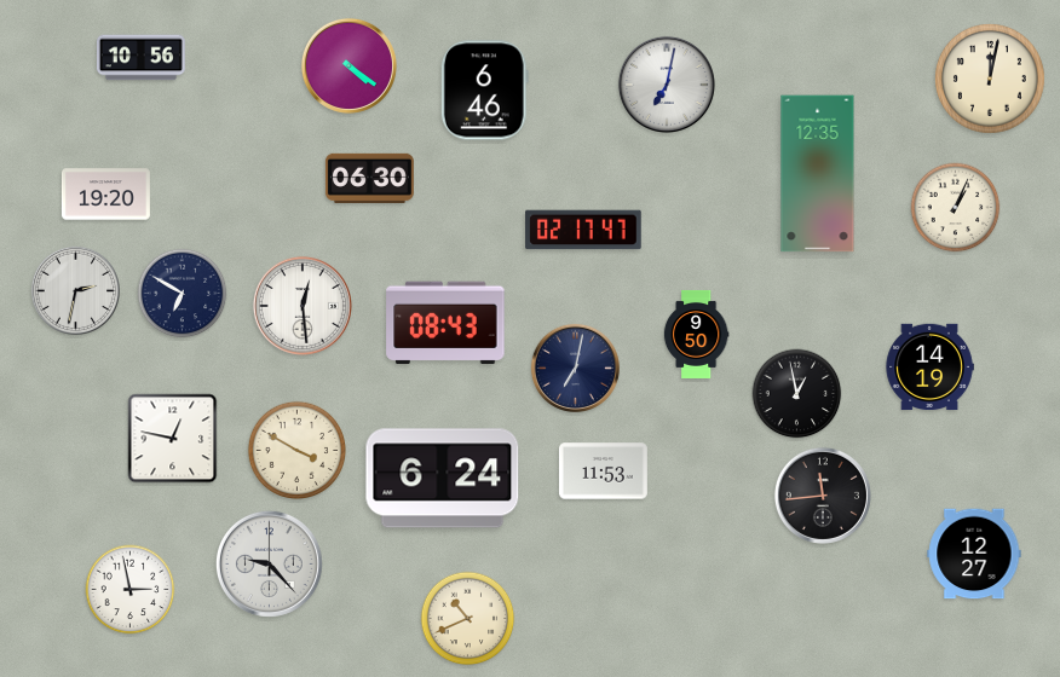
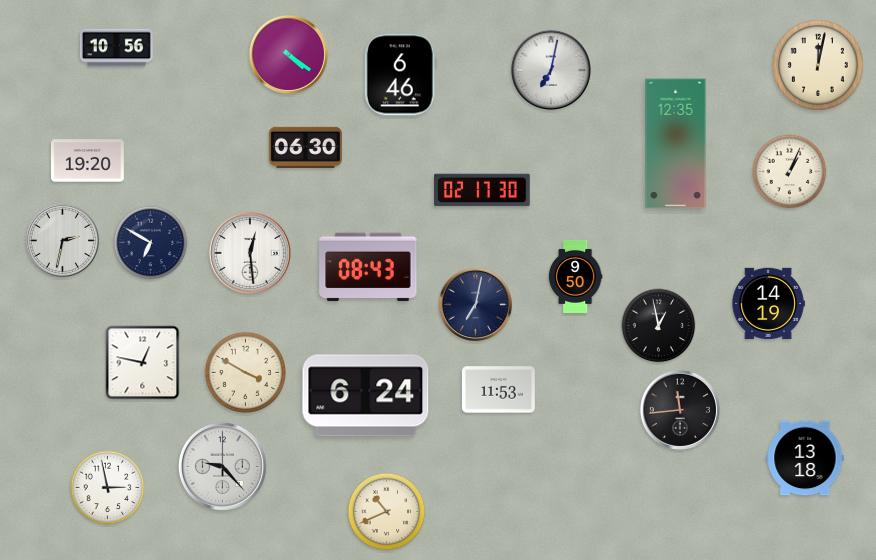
clock at (583, 230): 02:17:47 -> 02:17:30
clock at (974, 554): 12:27 -> 13:18
